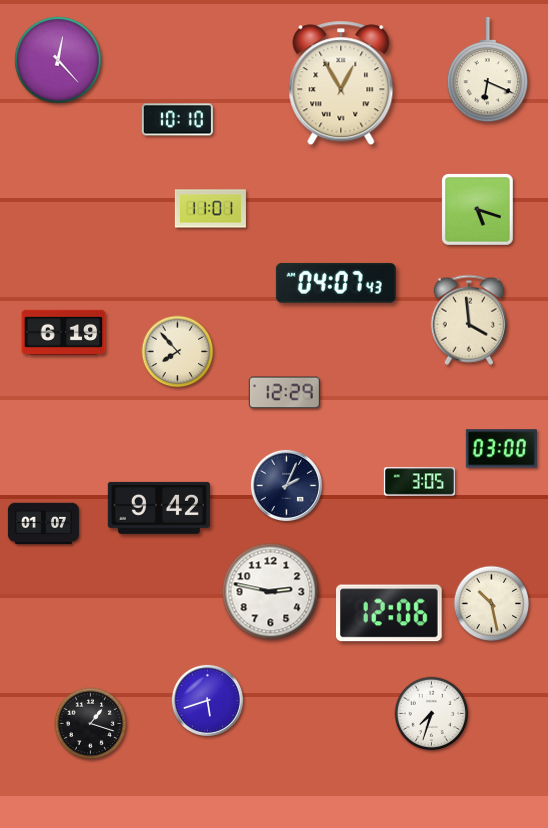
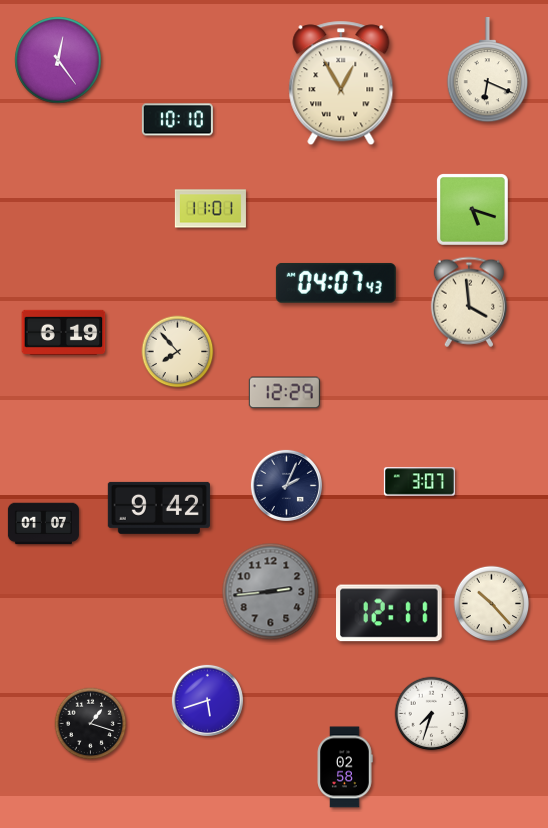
clock at (58, 60): 12:23 -> 12:24
clock at (478, 210) position: (478, 210) -> (473, 210)
clock at (469, 320) position: (469, 320) -> (469, 302)
clock at (501, 449): 03:00 -> none
clock at (419, 482): 3:05 -> 3:07
clock at (271, 592): 2:47 -> 2:44
clock at (271, 592) dial: white -> grey
clock at (492, 604): 10:28 -> 10:23
clock at (390, 613): 12:06 -> 12:11
clock at (345, 767): none -> 02:58
